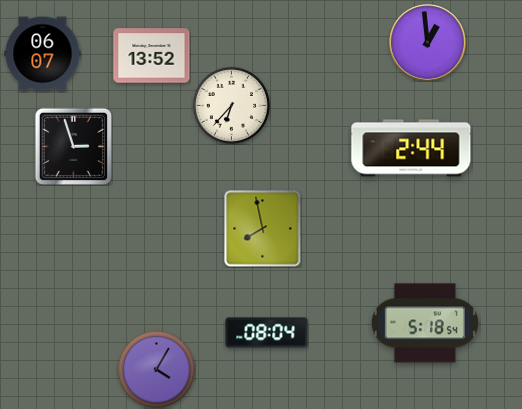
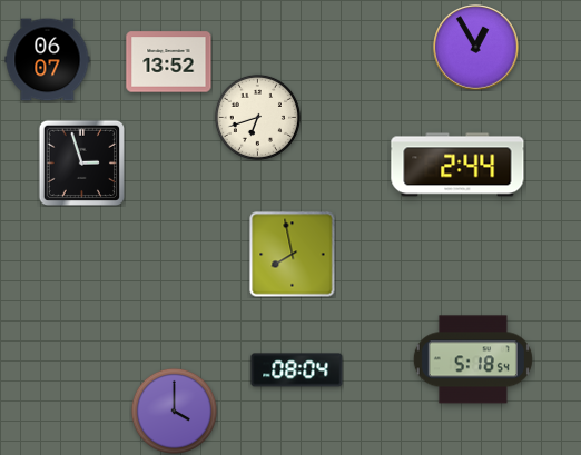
clock at (428, 43): 12:59 -> 12:55
clock at (231, 105): 6:37 -> 6:42
clock at (156, 369): 4:05 -> 4:00
